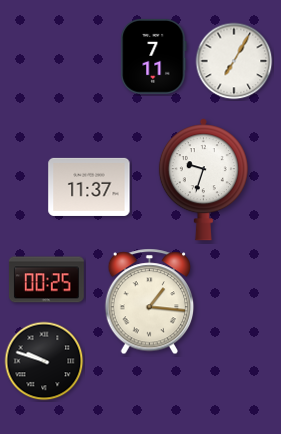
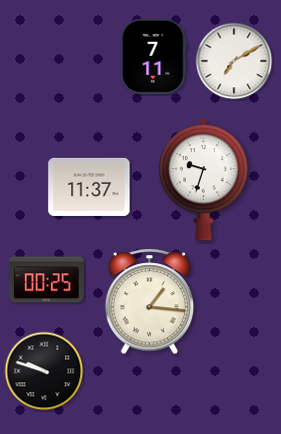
clock at (234, 61): 7:05 -> 7:10
clock at (44, 361) position: (44, 361) -> (44, 371)
